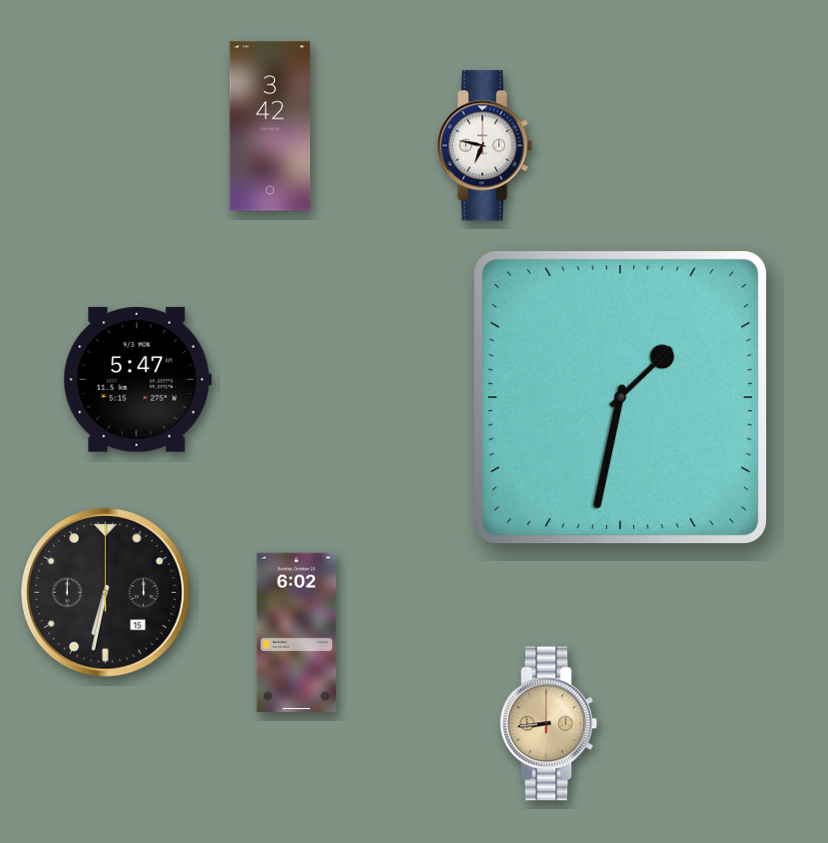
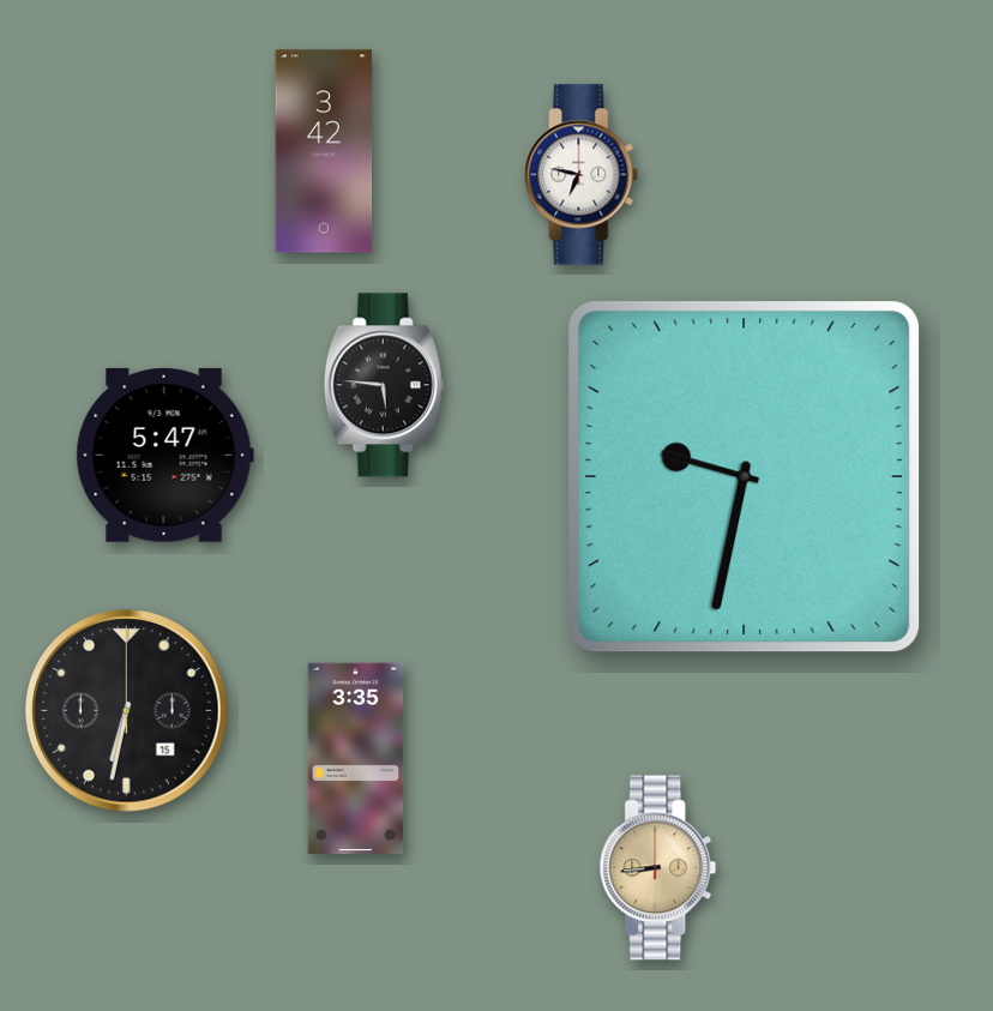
clock at (384, 385): none -> 5:46
clock at (621, 398): 1:32 -> 9:32
clock at (297, 633): 6:02 -> 3:35
